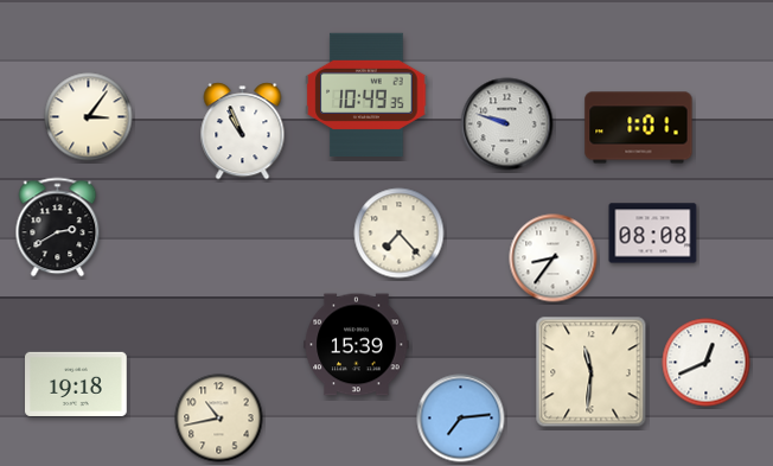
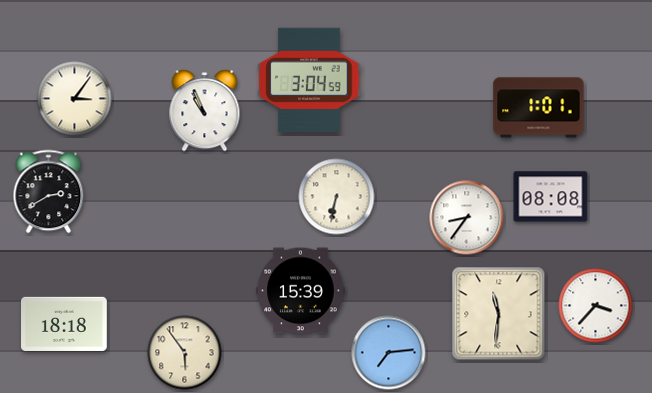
clock at (366, 94): 10:49 -> 3:04
clock at (507, 125): 9:48 -> none
clock at (400, 234): 7:23 -> 6:32
clock at (707, 363): 12:41 -> 3:37
clock at (77, 384): 19:18 -> 18:18
clock at (219, 419): 10:43 -> 5:54
